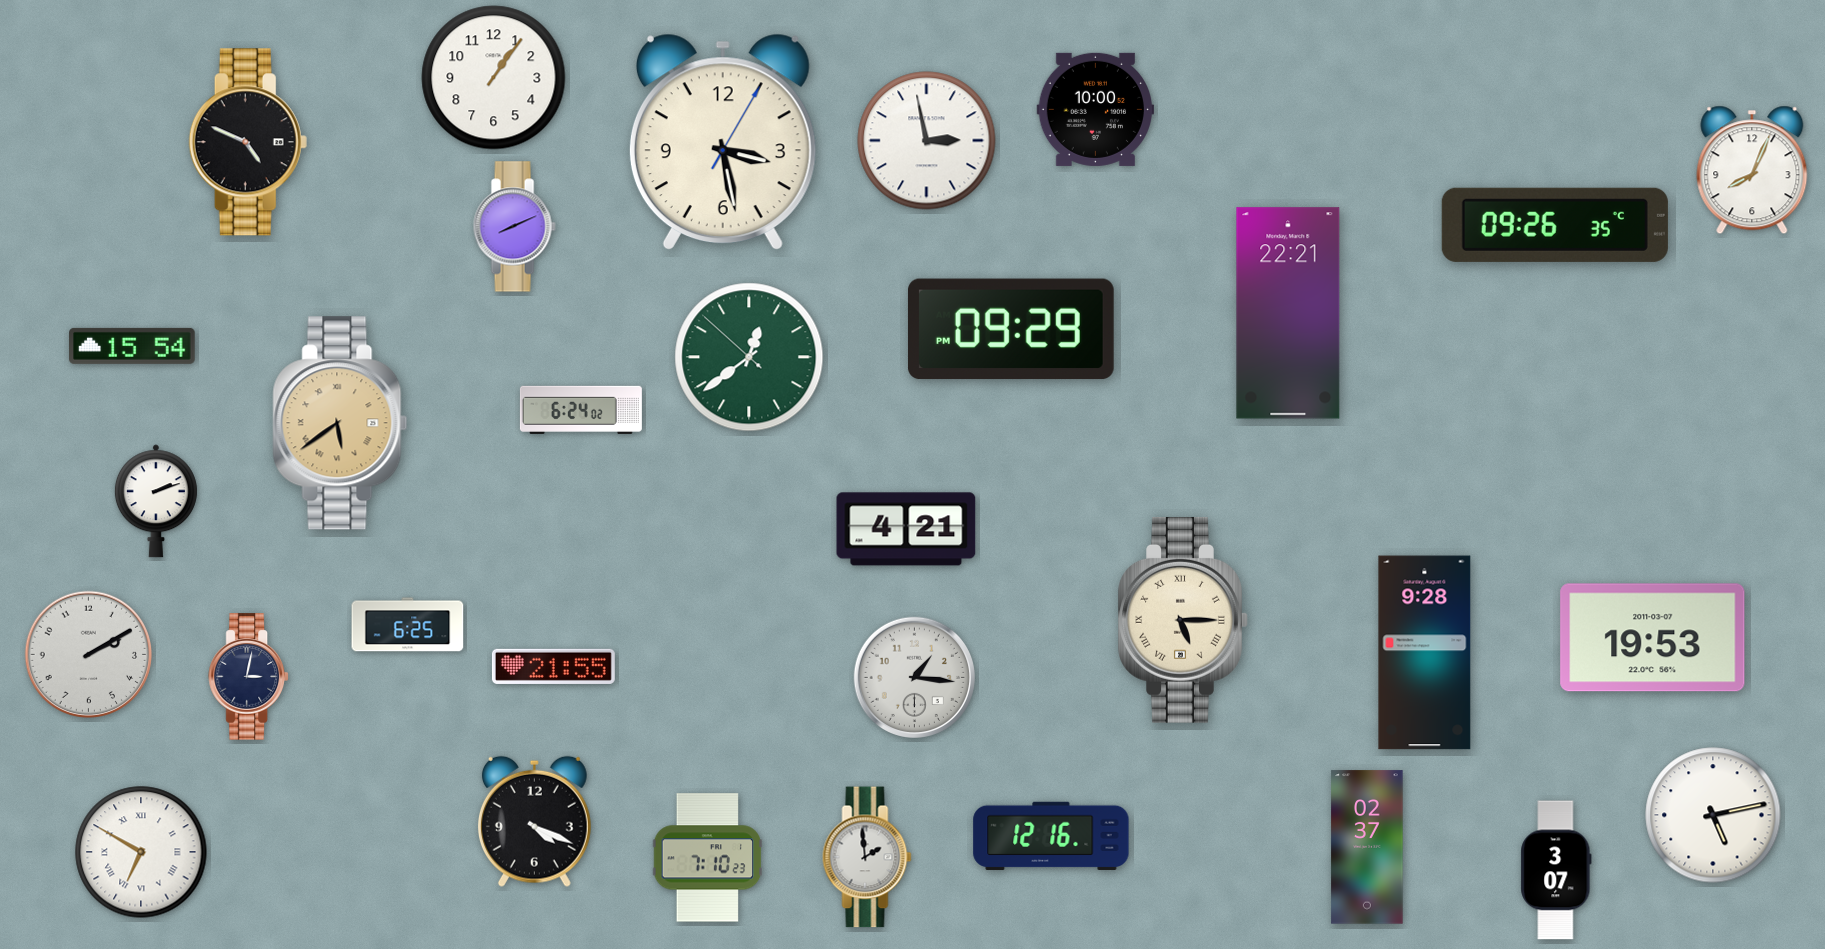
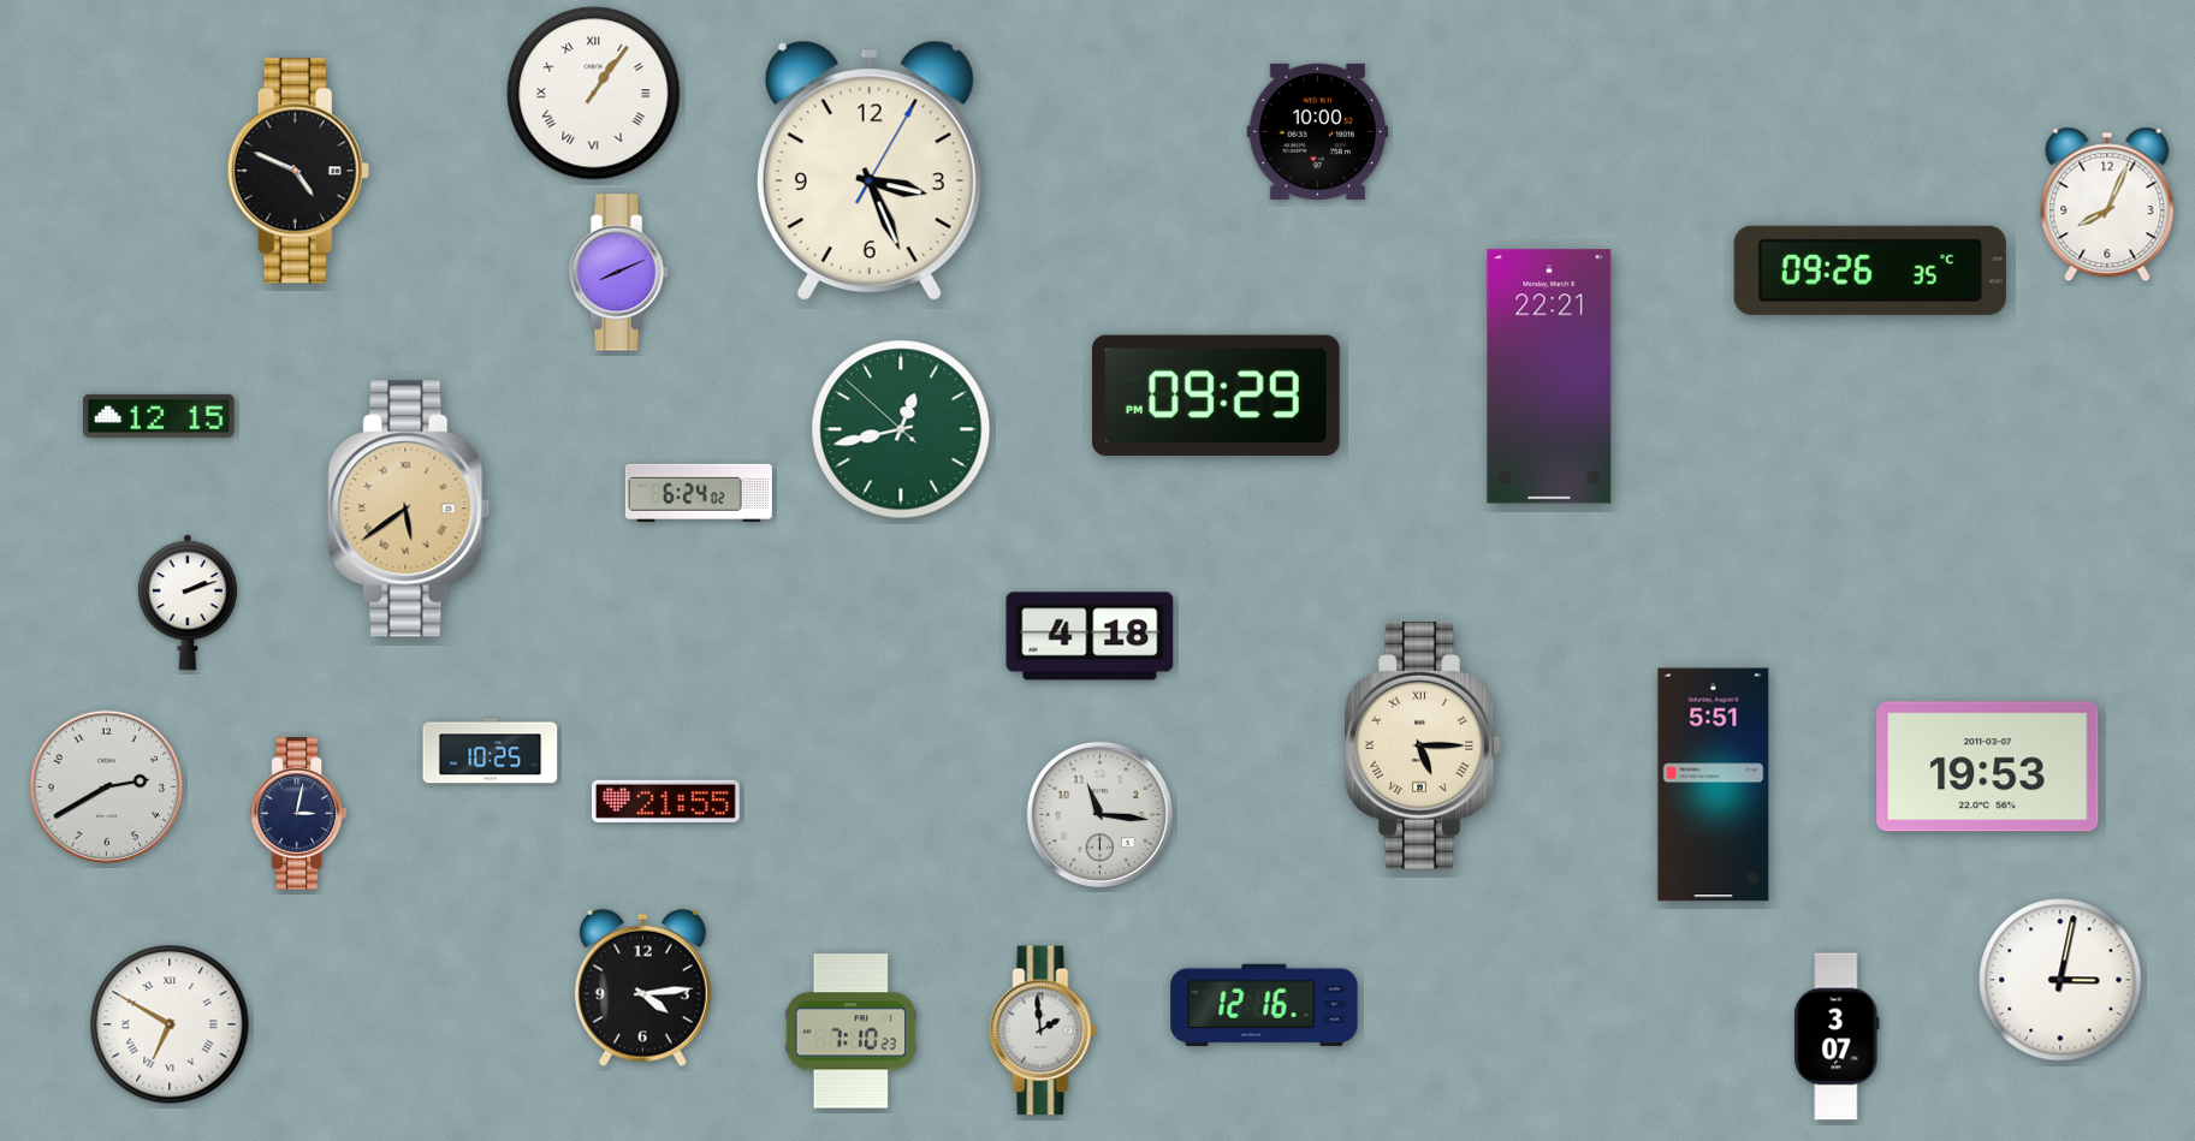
clock at (494, 78) numerals: Arabic -> Roman
clock at (723, 141): 3:28 -> 3:26
clock at (927, 141): 2:58 -> none
clock at (132, 346): 15:54 -> 12:15
clock at (749, 357): 12:38 -> 12:42
clock at (906, 529): 4:21 -> 4:18
clock at (408, 625): 6:25 -> 10:25
clock at (1425, 653): 9:28 -> 5:51
clock at (88, 654): 2:10 -> 2:40
clock at (914, 677): 1:16 -> 11:16
clock at (1713, 815): 5:13 -> 3:02
clock at (534, 821): 4:19 -> 4:14
clock at (1367, 847): 02:37 -> none
clock at (1556, 870) position: (1556, 870) -> (1837, 1036)
